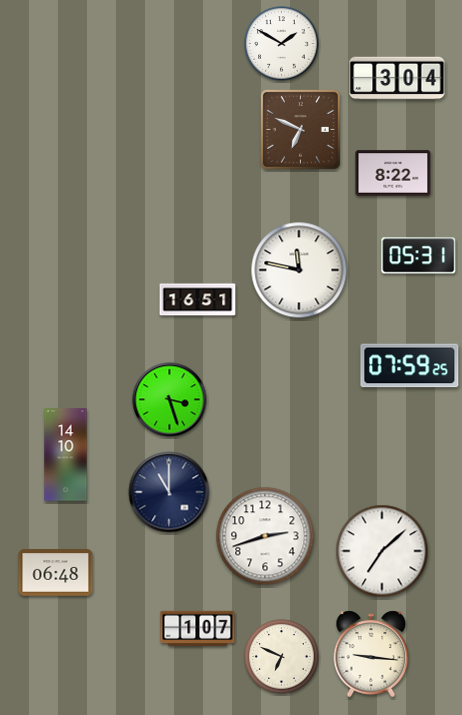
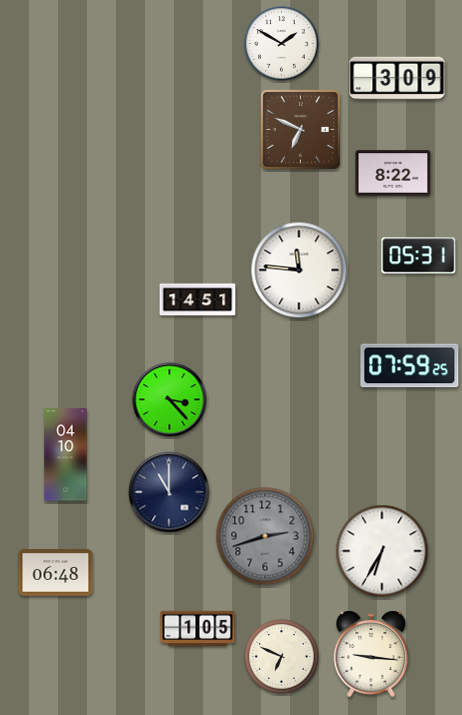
clock at (397, 78): 3:04 -> 3:09
clock at (299, 270): 11:47 -> 11:46
clock at (198, 300): 16:51 -> 14:51
clock at (170, 400): 3:27 -> 3:23
clock at (66, 455): 14:10 -> 04:10
clock at (265, 536) dial: white -> grey
clock at (382, 551): 7:08 -> 6:35
clock at (198, 628): 1:07 -> 1:05
